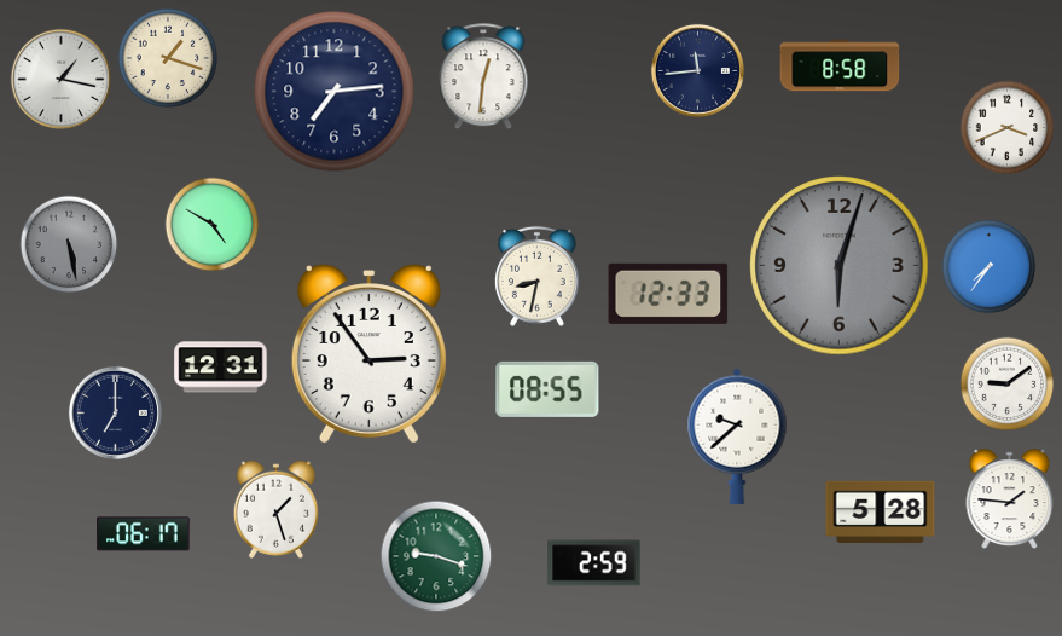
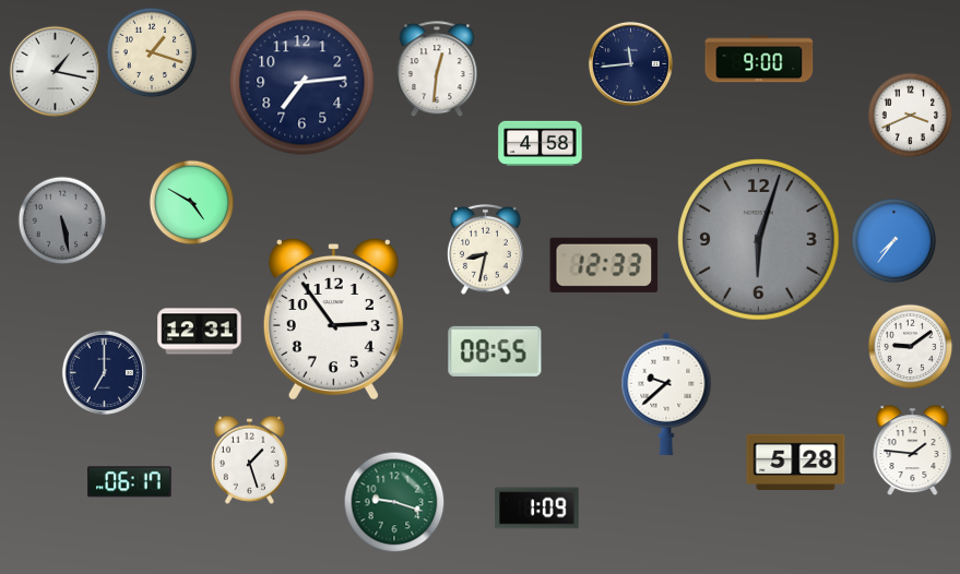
clock at (840, 65): 8:58 -> 9:00
clock at (541, 143): none -> 4:58
clock at (594, 563): 2:59 -> 1:09
